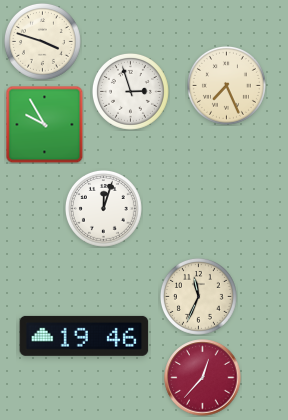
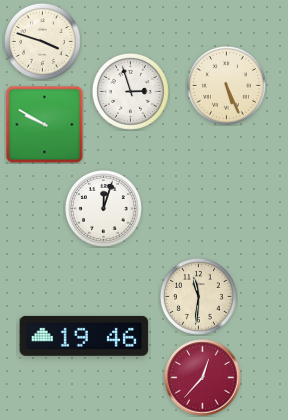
clock at (226, 85): 7:26 -> 5:26
clock at (44, 124): 9:55 -> 9:50
clock at (198, 296): 11:34 -> 11:31
